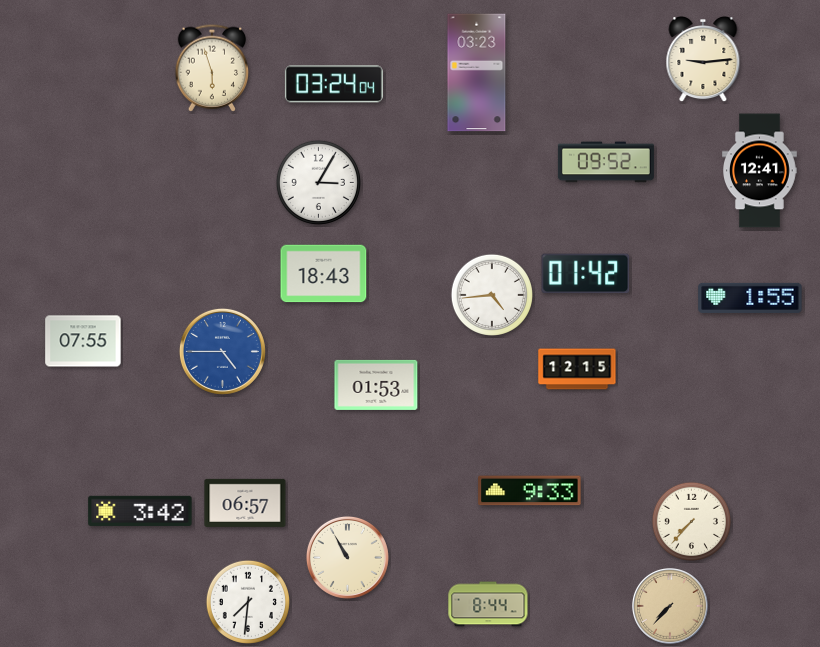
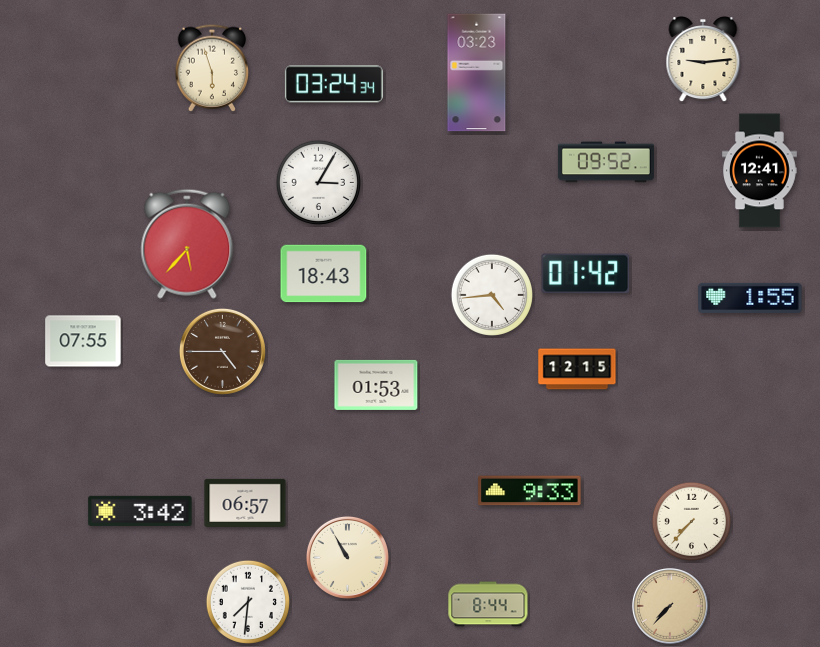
clock at (334, 84): 03:24:04 -> 03:24:34
clock at (187, 244): none -> 5:37
clock at (222, 351) dial: blue -> brown
